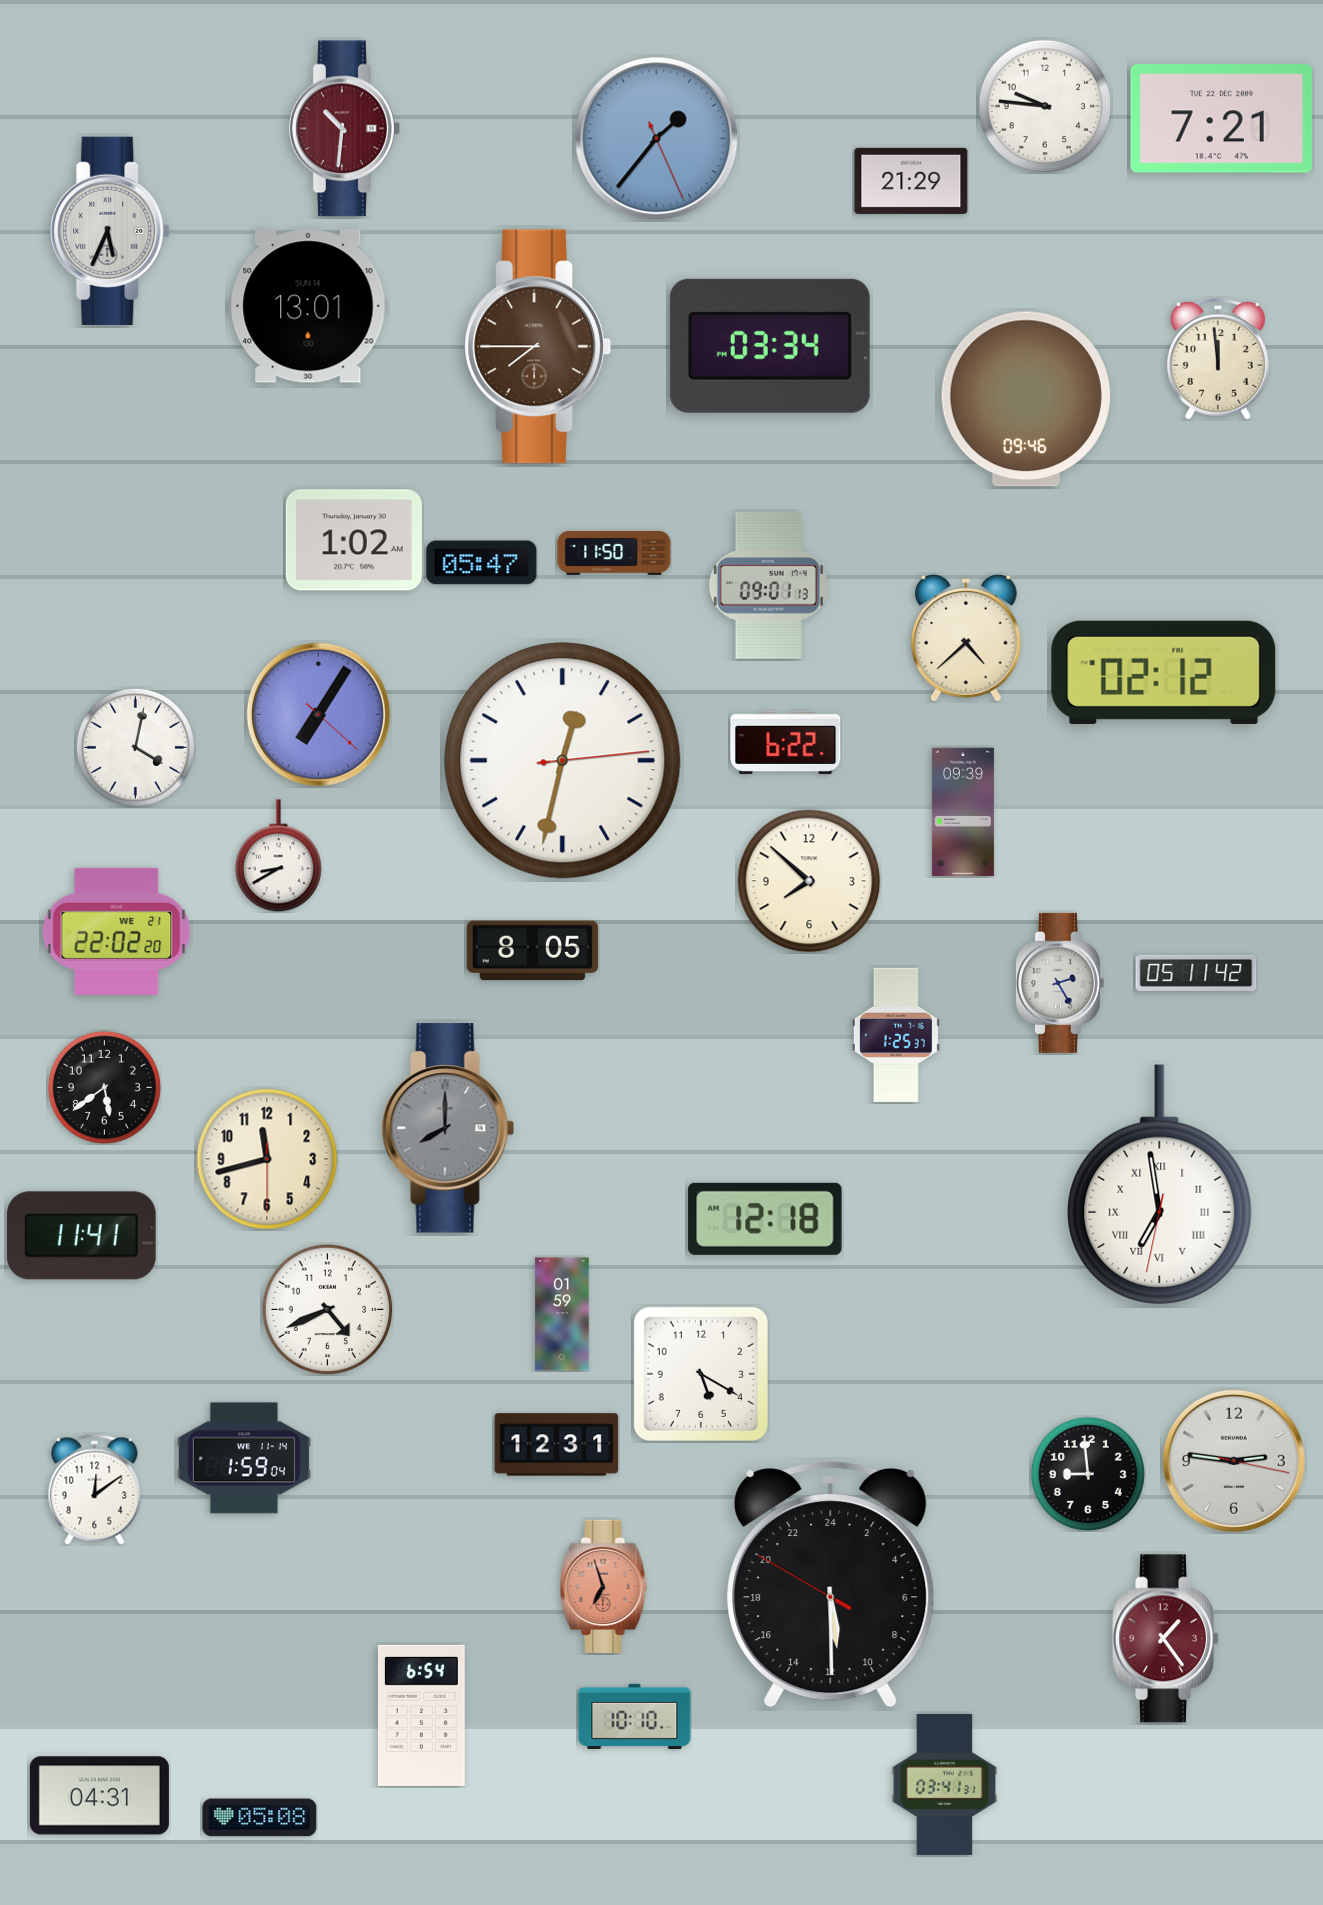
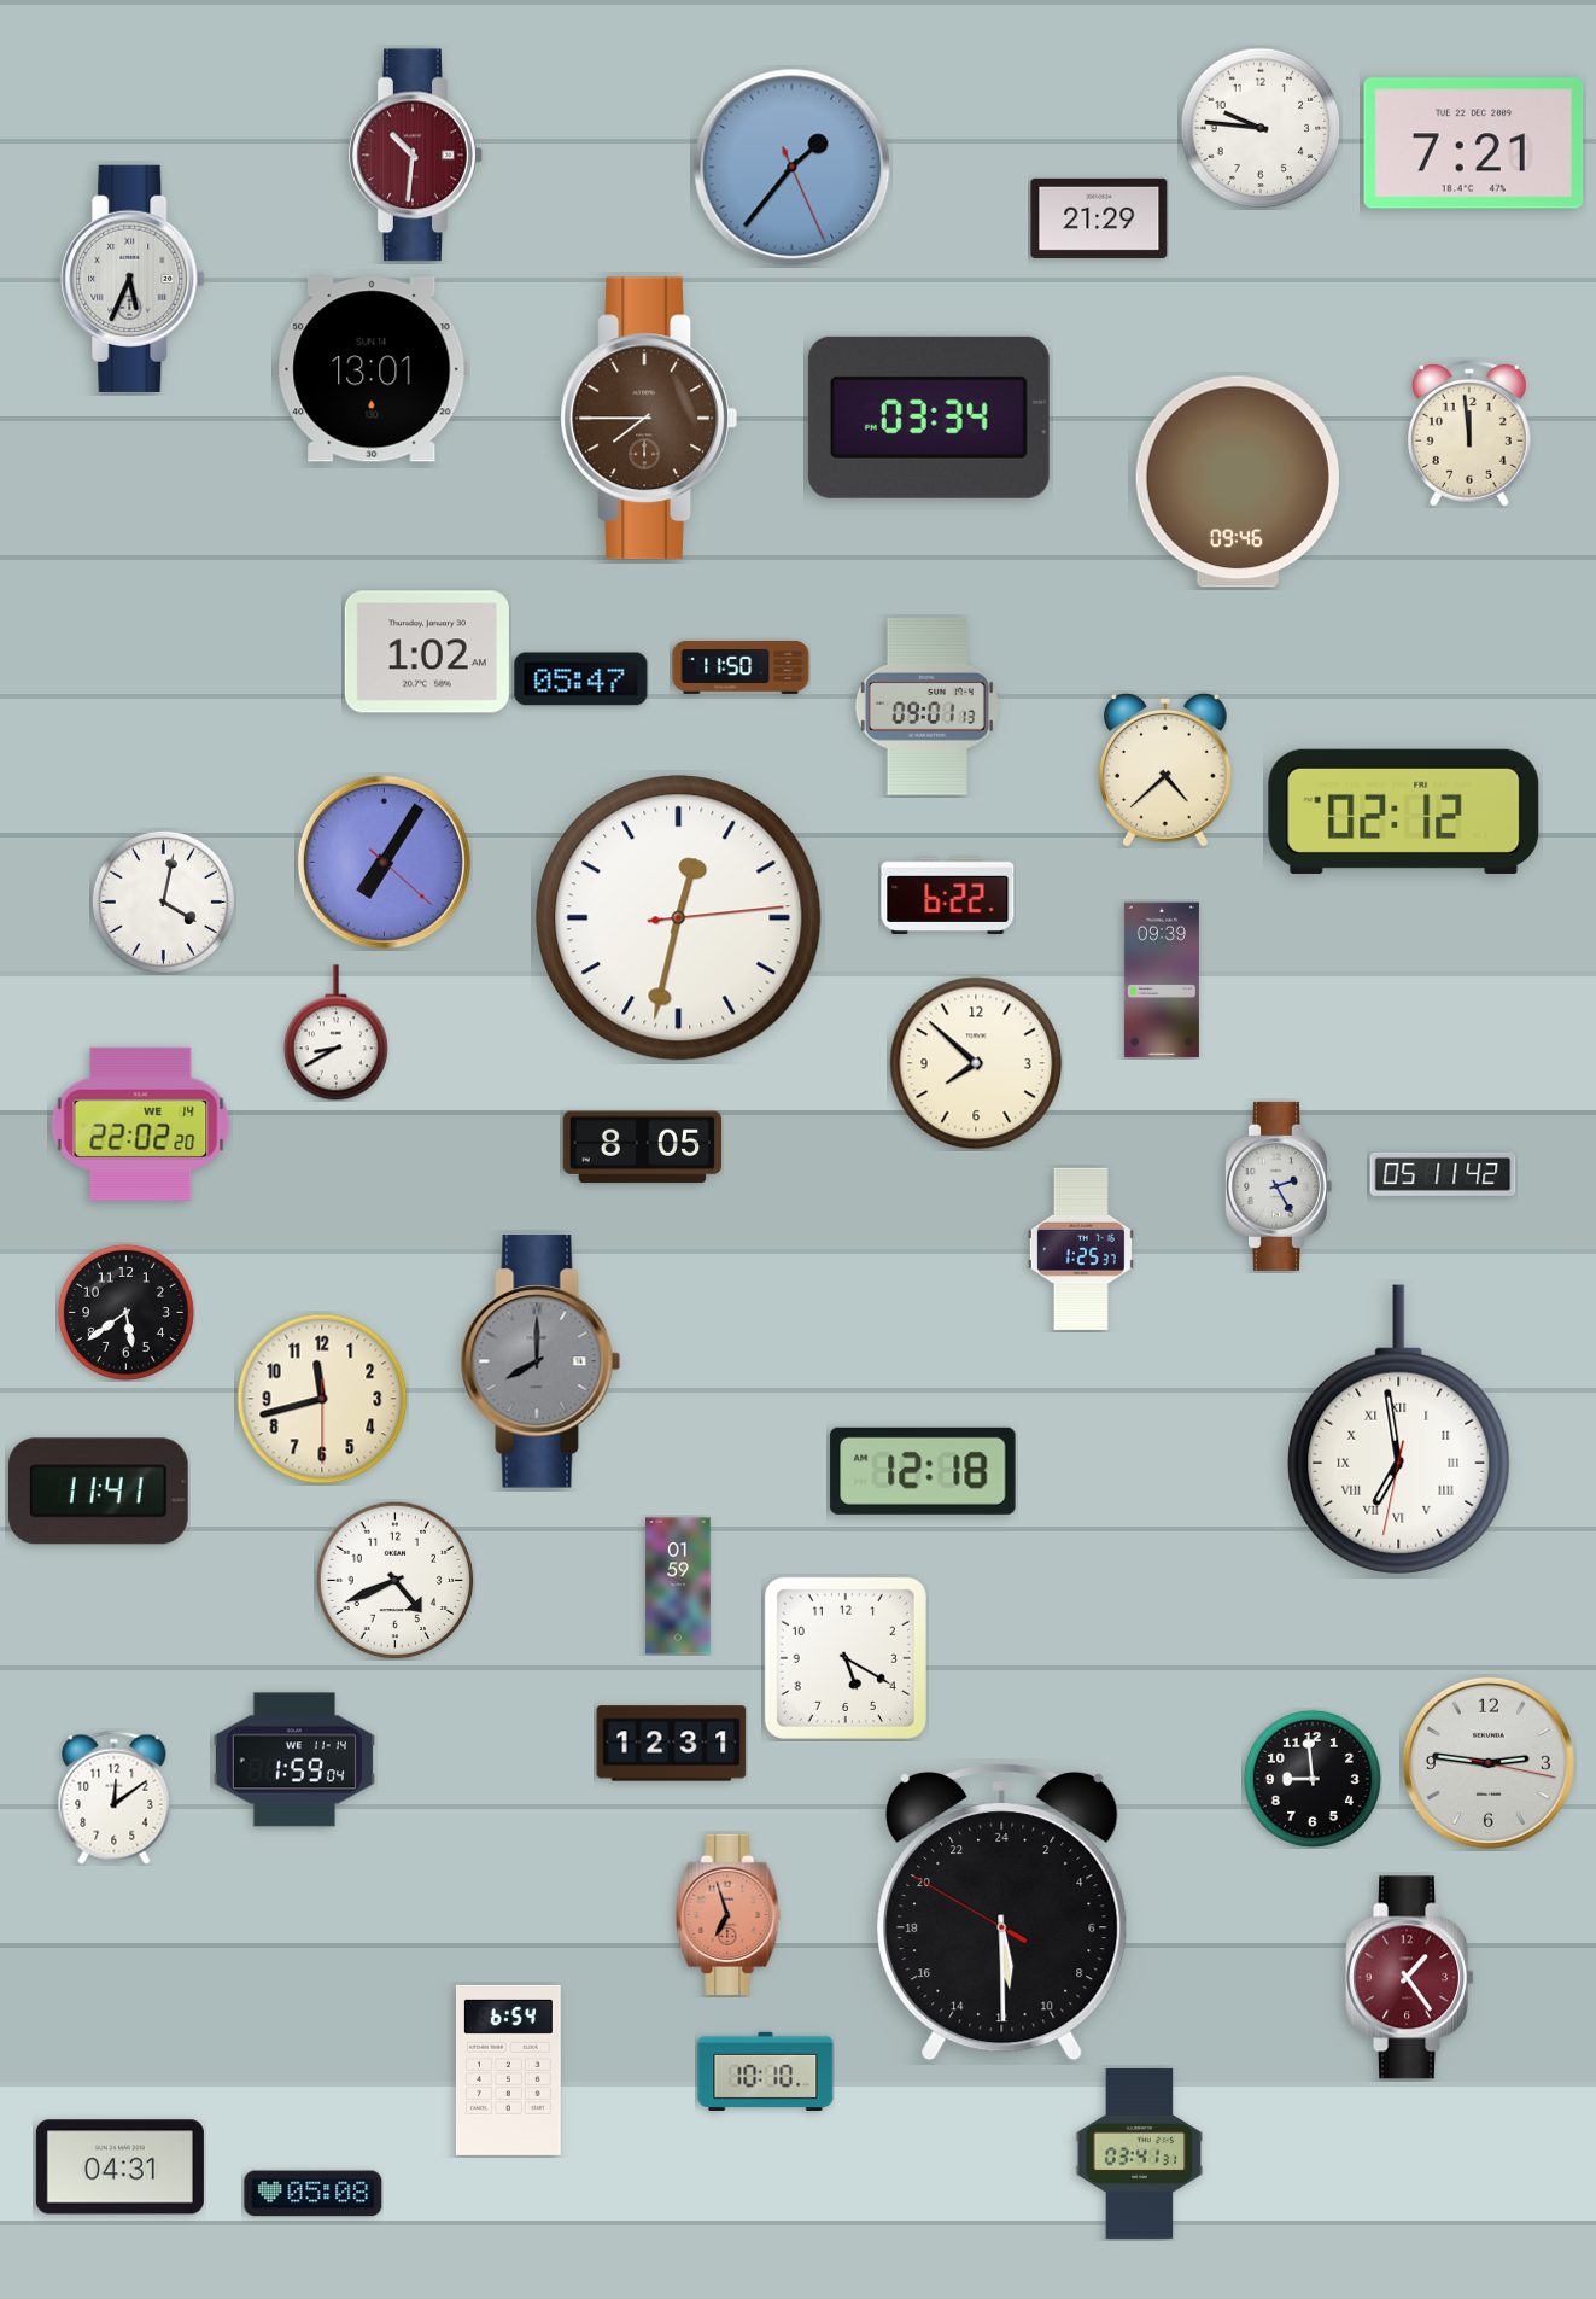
clock at (117, 931) date: WE 21 -> WE 14
clock at (1166, 1639) position: (1166, 1639) -> (1410, 1978)
